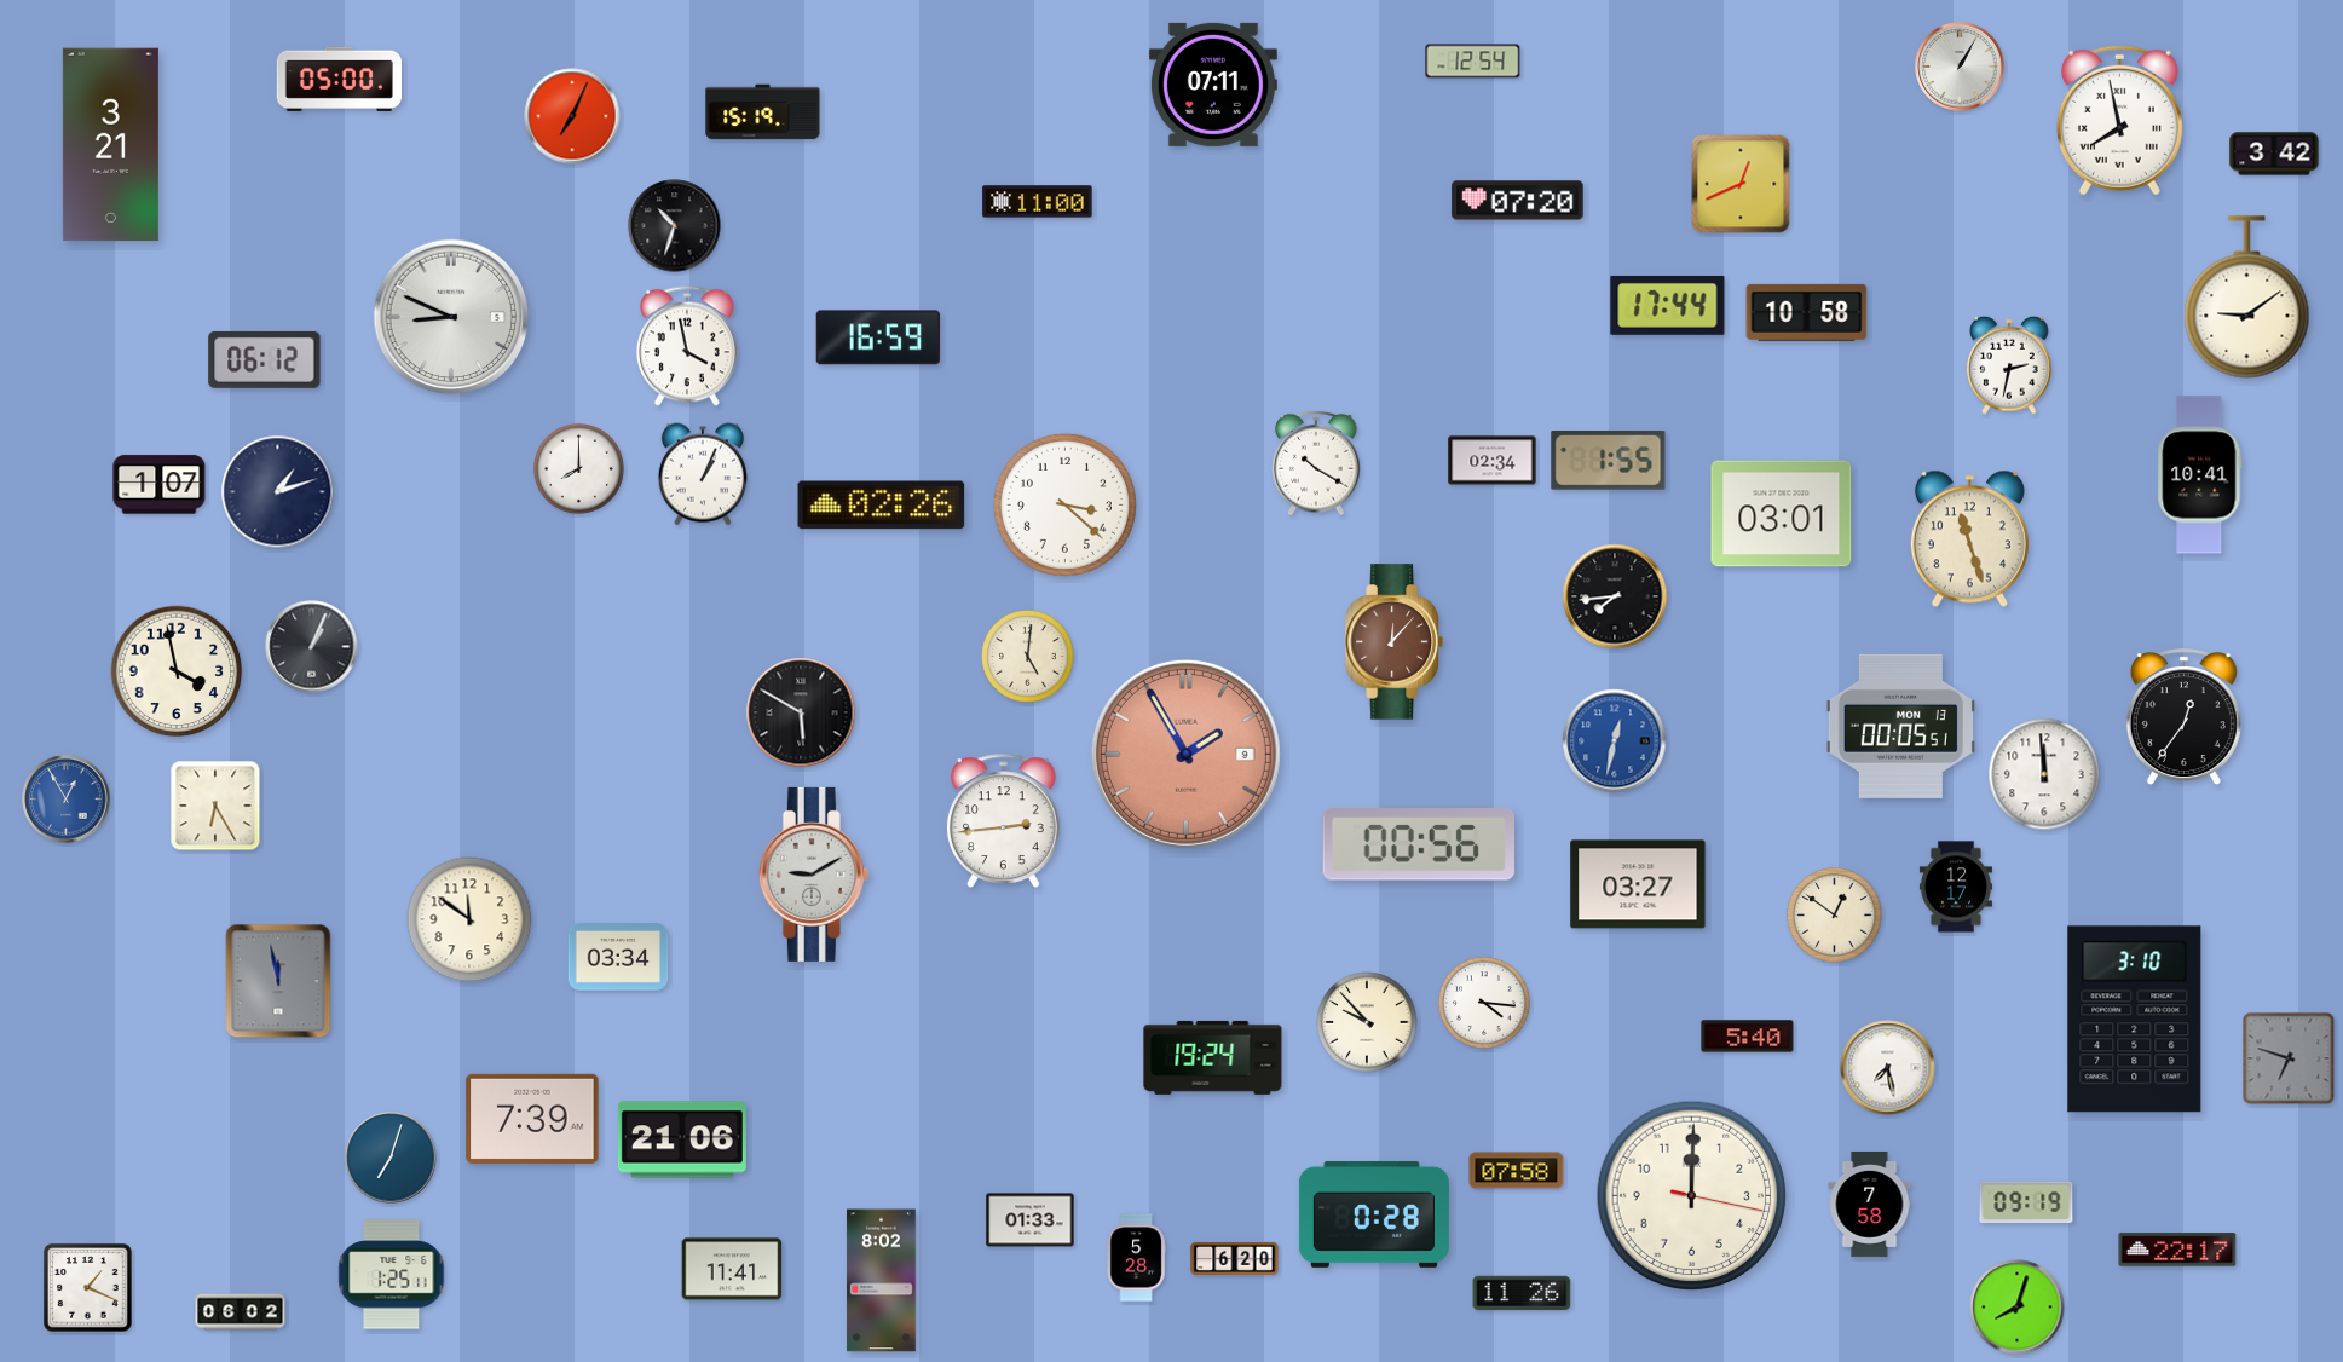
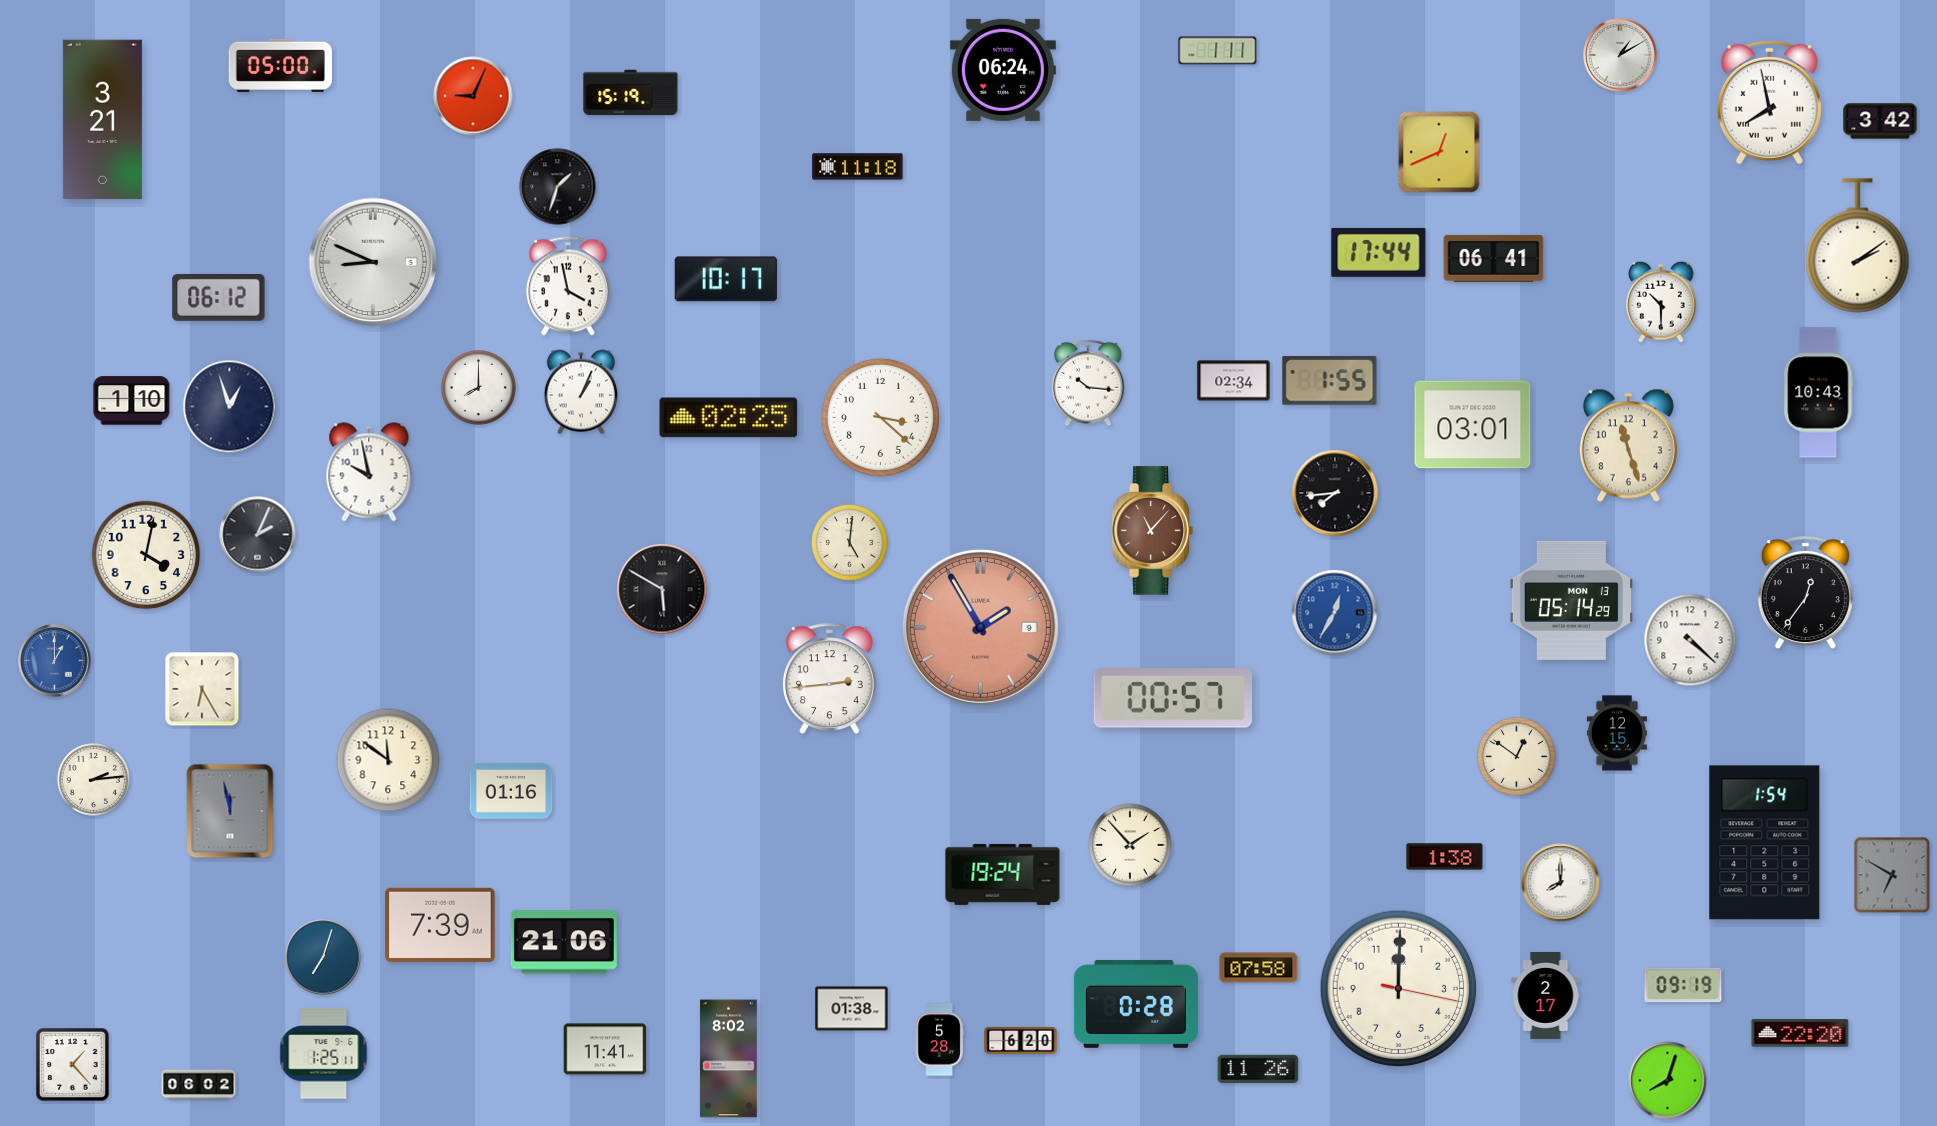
clock at (1473, 62): 12:54 -> 1:11
clock at (1960, 67): 1:05 -> 1:10
clock at (1213, 85): 07:11 -> 06:24
clock at (572, 116): 7:04 -> 9:04
clock at (2119, 120) position: (2119, 120) -> (1769, 102)
clock at (110, 145) position: (110, 145) -> (102, 120)
clock at (2274, 154) position: (2274, 154) -> (1880, 121)
clock at (1518, 201): 07:20 -> none
clock at (1038, 202): 11:00 -> 11:18
clock at (675, 226): 10:33 -> 1:33
clock at (2247, 298): 9:09 -> 2:09
clock at (1807, 312): 10:58 -> 06:41
clock at (877, 337): 16:59 -> 10:17
clock at (2009, 365): 2:32 -> 10:30
clock at (1316, 463): 10:20 -> 10:16
clock at (2200, 475): 10:41 -> 10:43
clock at (160, 485): 1:07 -> 1:10
clock at (278, 492): 1:12 -> 12:57
clock at (882, 506): 02:26 -> 02:25
clock at (369, 472): none -> 9:58
clock at (1393, 642): 12:07 -> 11:07
clock at (312, 647): 1:04 -> 2:04
clock at (177, 671): 3:58 -> 4:02
clock at (1900, 726): 00:05 -> 05:14
clock at (1615, 741): 12:32 -> 12:35
clock at (1185, 754) position: (1185, 754) -> (980, 627)
clock at (2044, 774): 11:59 -> 4:22
clock at (67, 800): 12:55 -> 1:00
clock at (215, 806) position: (215, 806) -> (202, 689)
clock at (1418, 844): 00:56 -> 00:57
clock at (814, 875): 9:10 -> none
clock at (1638, 884): 03:27 -> none
clock at (1956, 887): 12:17 -> 12:15
clock at (93, 779): none -> 2:14
clock at (618, 957): 03:34 -> 01:16
clock at (1485, 1004): 4:16 -> none
clock at (2135, 1020): 3:10 -> 1:54
clock at (1367, 1022): 9:53 -> 1:53
clock at (1748, 1037): 5:40 -> 1:38
clock at (2289, 1058): 6:48 -> 6:50
clock at (1888, 1068): 7:28 -> 8:00
clock at (1517, 1171) position: (1517, 1171) -> (1259, 968)
clock at (2026, 1202) position: (2026, 1202) -> (1683, 985)
clock at (1870, 1204): 7:58 -> 2:17
clock at (1031, 1220): 01:33 -> 01:38
clock at (2177, 1250): 22:17 -> 22:20
clock at (88, 1288): 1:19 -> 1:23
